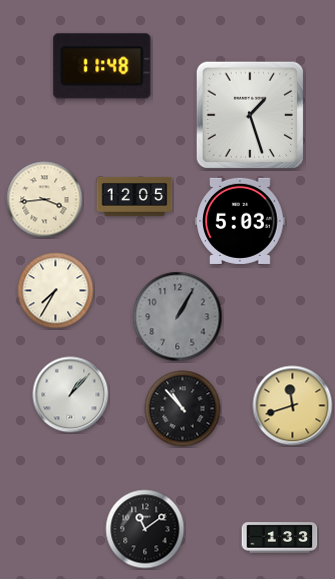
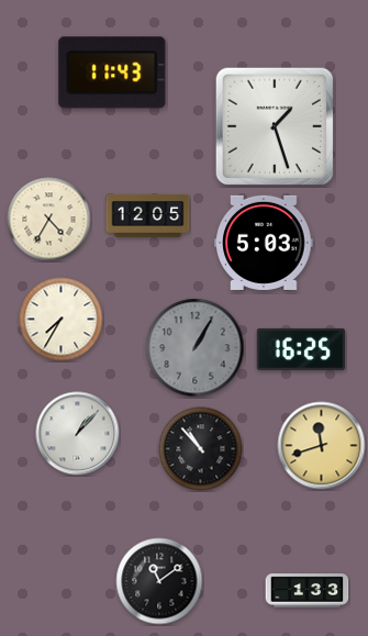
clock at (102, 66): 11:48 -> 11:43
clock at (45, 200): 3:44 -> 4:35
clock at (300, 349): none -> 16:25
